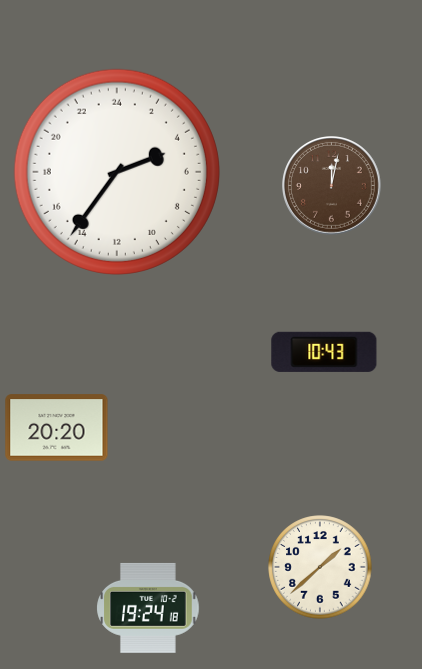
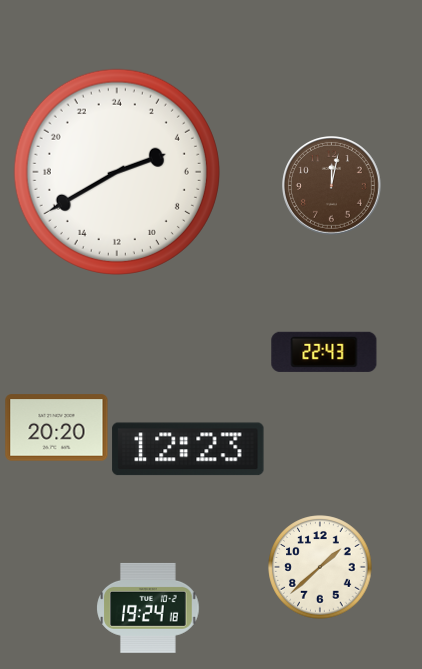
clock at (117, 172): 4:36 -> 4:40
clock at (324, 352): 10:43 -> 22:43
clock at (188, 449): none -> 12:23
